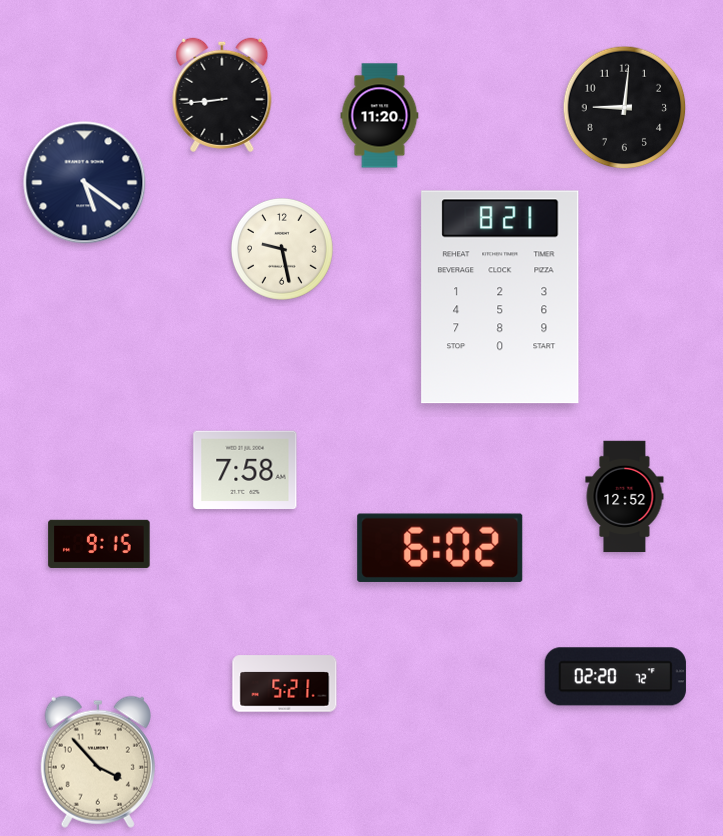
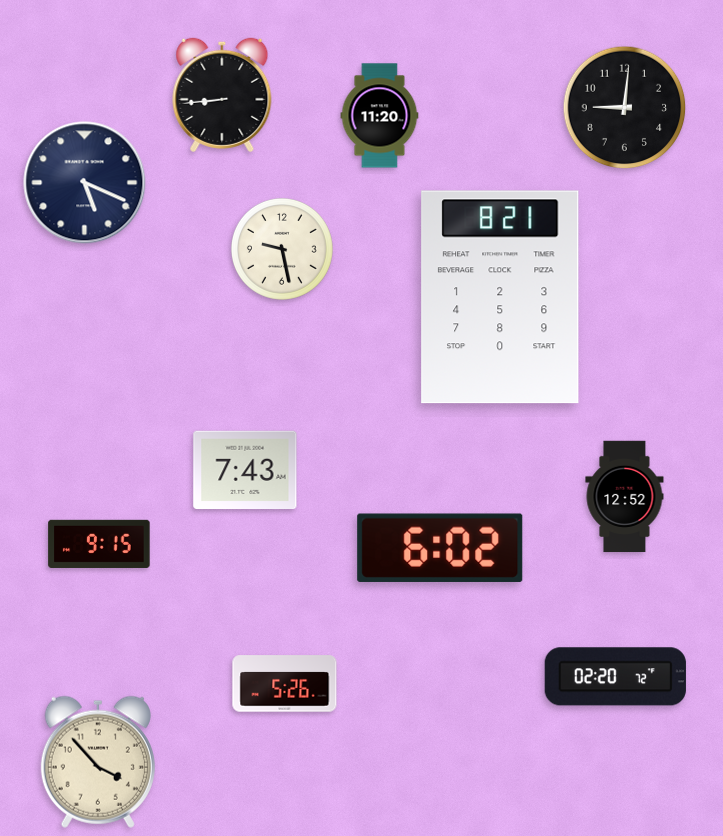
clock at (85, 183): 5:21 -> 5:19
clock at (245, 470): 7:58 -> 7:43
clock at (285, 684): 5:21 -> 5:26
